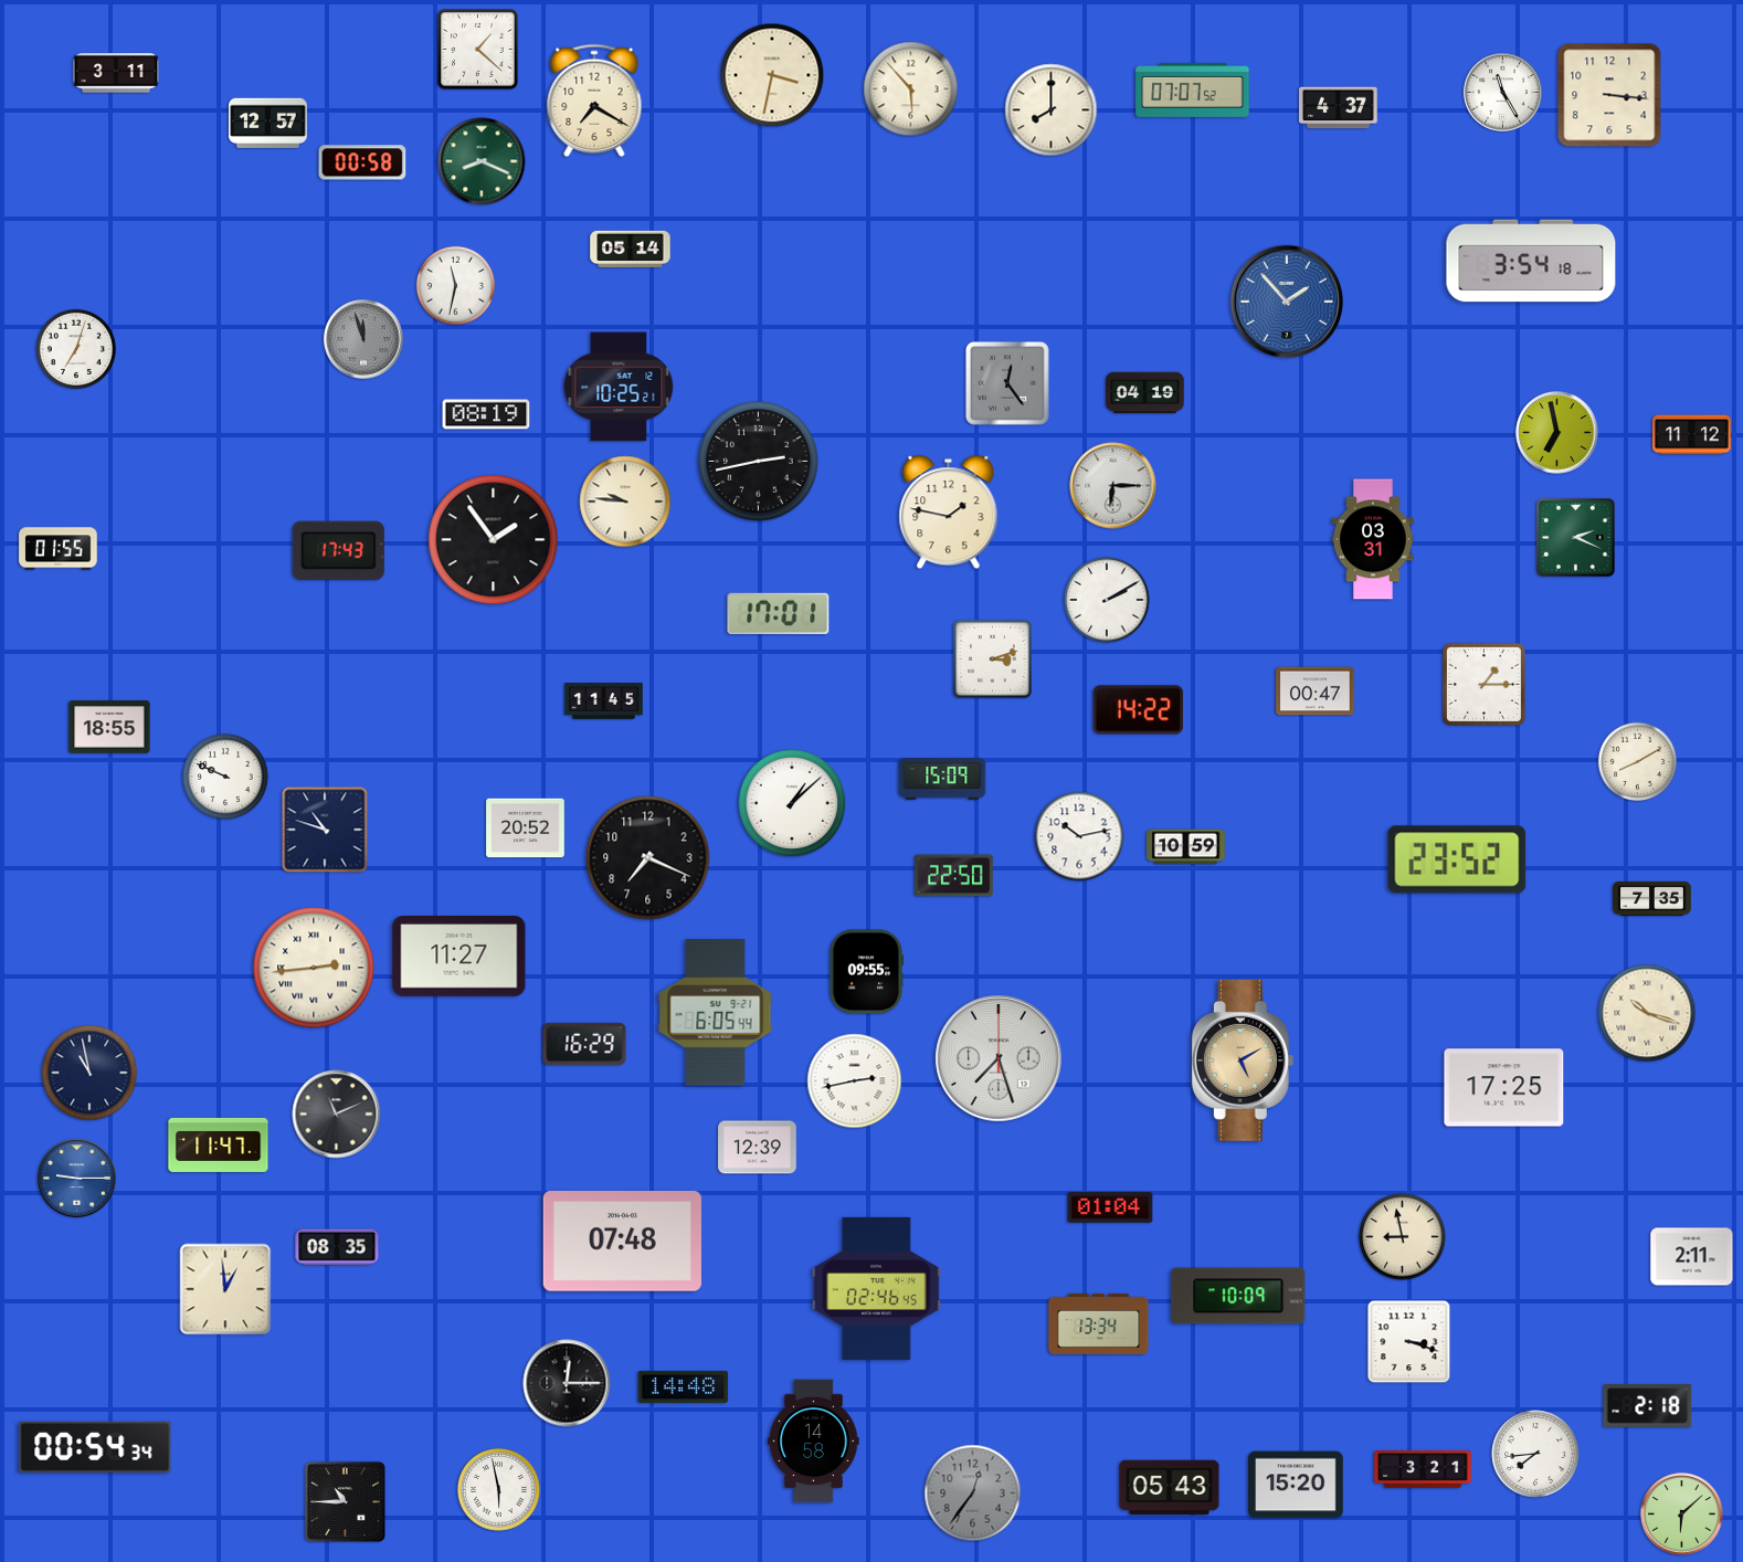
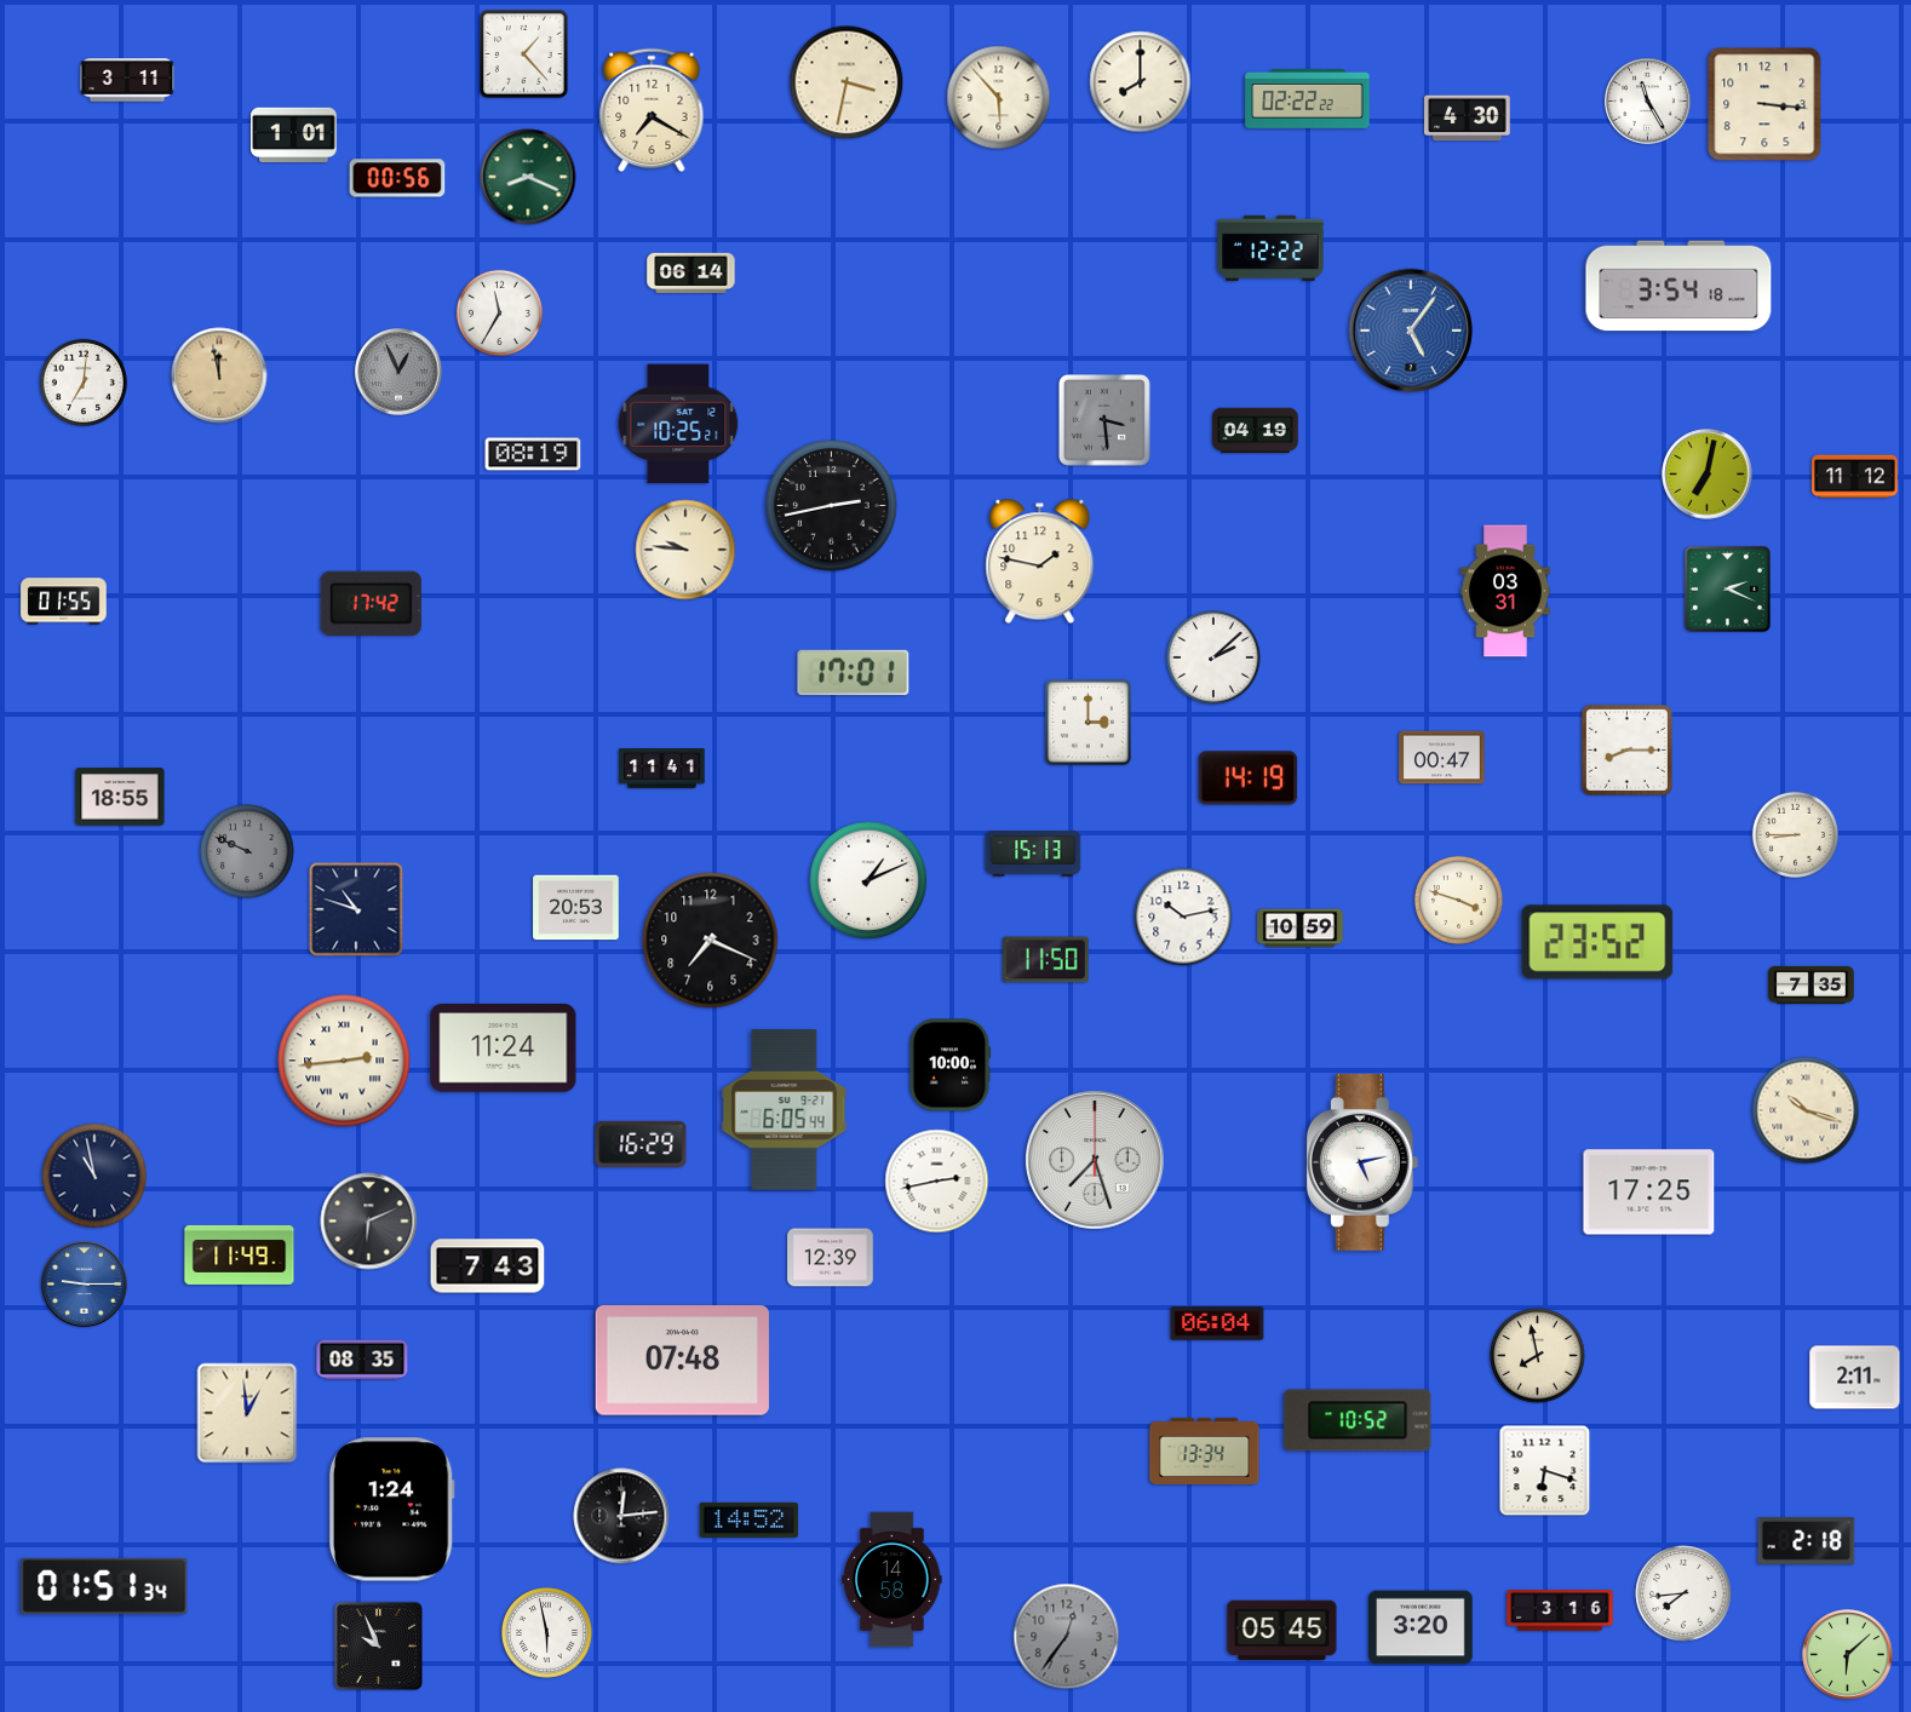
clock at (478, 50): 1:22 -> 1:23
clock at (1193, 89): 07:07 -> 02:22
clock at (1339, 108): 4:37 -> 4:30
clock at (1052, 110) position: (1052, 110) -> (1141, 82)
clock at (268, 123): 12:57 -> 1:01
clock at (362, 162): 00:58 -> 00:56
clock at (1270, 247): none -> 12:22
clock at (631, 250): 05:14 -> 06:14
clock at (455, 285): 11:32 -> 11:35
clock at (1287, 302): 1:53 -> 5:06
clock at (363, 339): 11:57 -> 12:56
clock at (219, 375): none -> 11:58
clock at (76, 349): 7:03 -> 7:01
clock at (1008, 384): 12:24 -> 3:29
clock at (1557, 433): 6:58 -> 7:02
clock at (1113, 486): 6:15 -> none
clock at (494, 540): 1:54 -> none
clock at (338, 550): 17:43 -> 17:42
clock at (1107, 600): 2:10 -> 2:08
clock at (993, 659): 3:12 -> 3:00
clock at (1483, 684): 1:15 -> 8:15
clock at (604, 701): 11:45 -> 11:41
clock at (1139, 710): 14:22 -> 14:19
clock at (1637, 761): 8:10 -> 8:45
clock at (225, 777) dial: white -> grey
clock at (942, 779): 15:09 -> 15:13
clock at (792, 803): 1:08 -> 1:11
clock at (1458, 900): none -> 3:48
clock at (526, 829): 20:52 -> 20:53
clock at (954, 876): 22:50 -> 11:50
clock at (459, 957): 11:27 -> 11:24
clock at (867, 972): 09:55 -> 10:00
clock at (1243, 1060): 5:10 -> 5:13
clock at (1243, 1060) dial: champagne -> white
clock at (89, 1073) position: (89, 1073) -> (94, 1176)
clock at (855, 1081) position: (855, 1081) -> (937, 1182)
clock at (337, 1115): 11:11 -> 6:11
clock at (219, 1144): 11:47 -> 11:49
clock at (488, 1266): none -> 7:43
clock at (77, 1179) position: (77, 1179) -> (85, 1285)
clock at (1110, 1207): 01:04 -> 06:04
clock at (1403, 1237): 8:58 -> 7:58
clock at (337, 1247) position: (337, 1247) -> (362, 1360)
clock at (877, 1288): 02:46 -> none
clock at (1238, 1296): 10:09 -> 10:52
clock at (1409, 1342): 3:18 -> 6:18
clock at (391, 1510): none -> 1:24
clock at (567, 1383): 12:15 -> 12:14
clock at (684, 1386): 14:48 -> 14:52
clock at (95, 1447): 00:54 -> 01:51
clock at (1423, 1470): 3:21 -> 3:16
clock at (1296, 1485): 15:20 -> 3:20
clock at (1170, 1488): 05:43 -> 05:45
clock at (345, 1501): 10:45 -> 9:56
clock at (1682, 1514) position: (1682, 1514) -> (1848, 1655)
